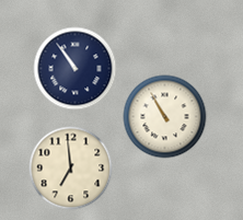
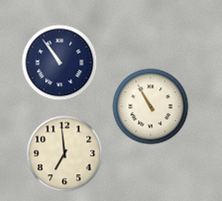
clock at (76, 69) position: (76, 69) -> (60, 63)
